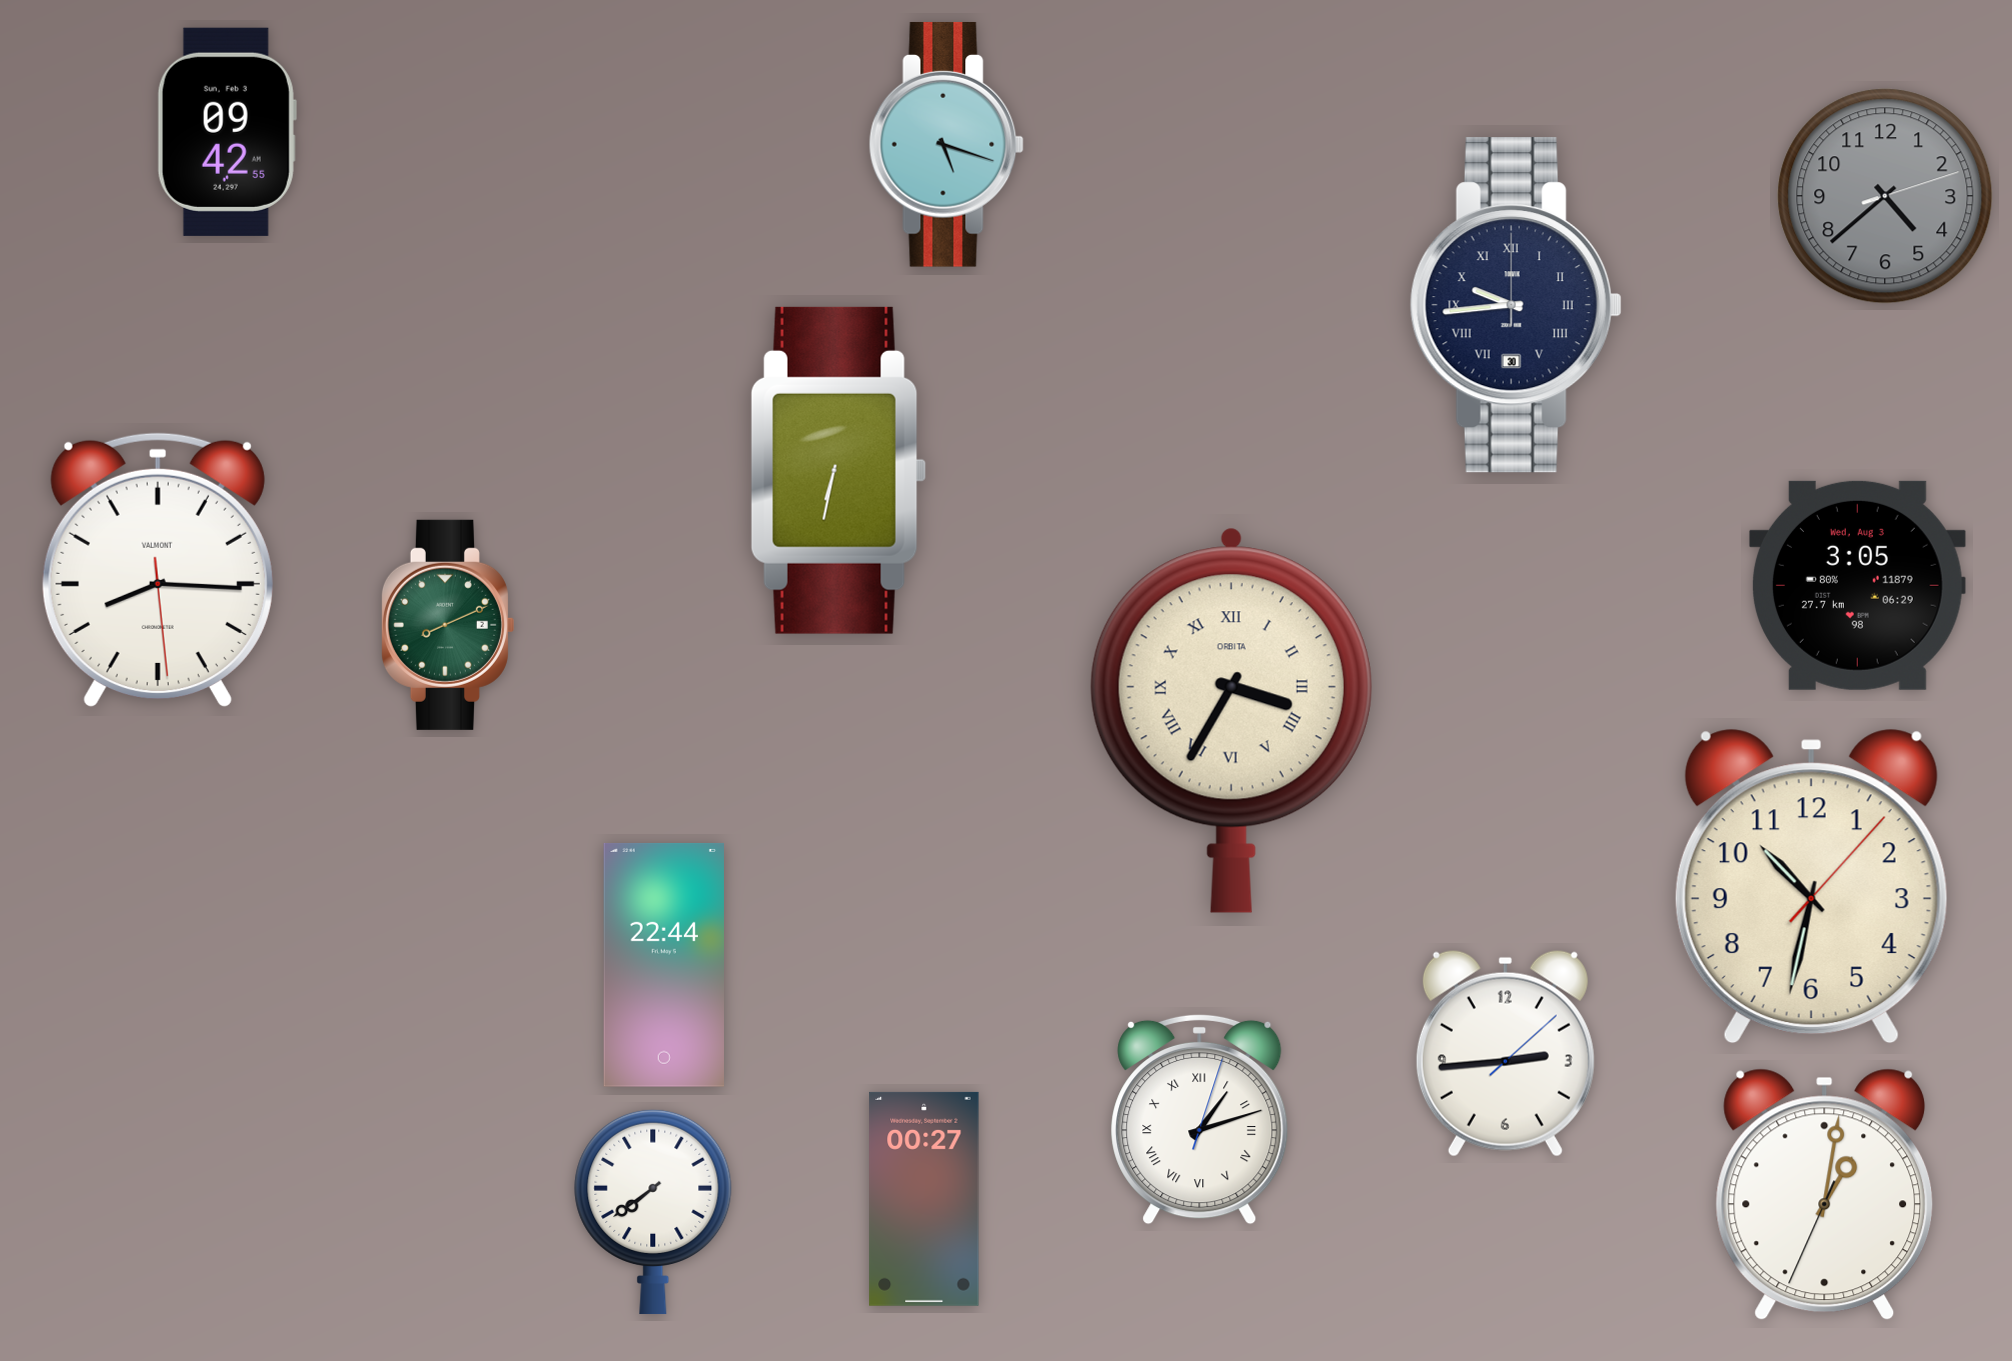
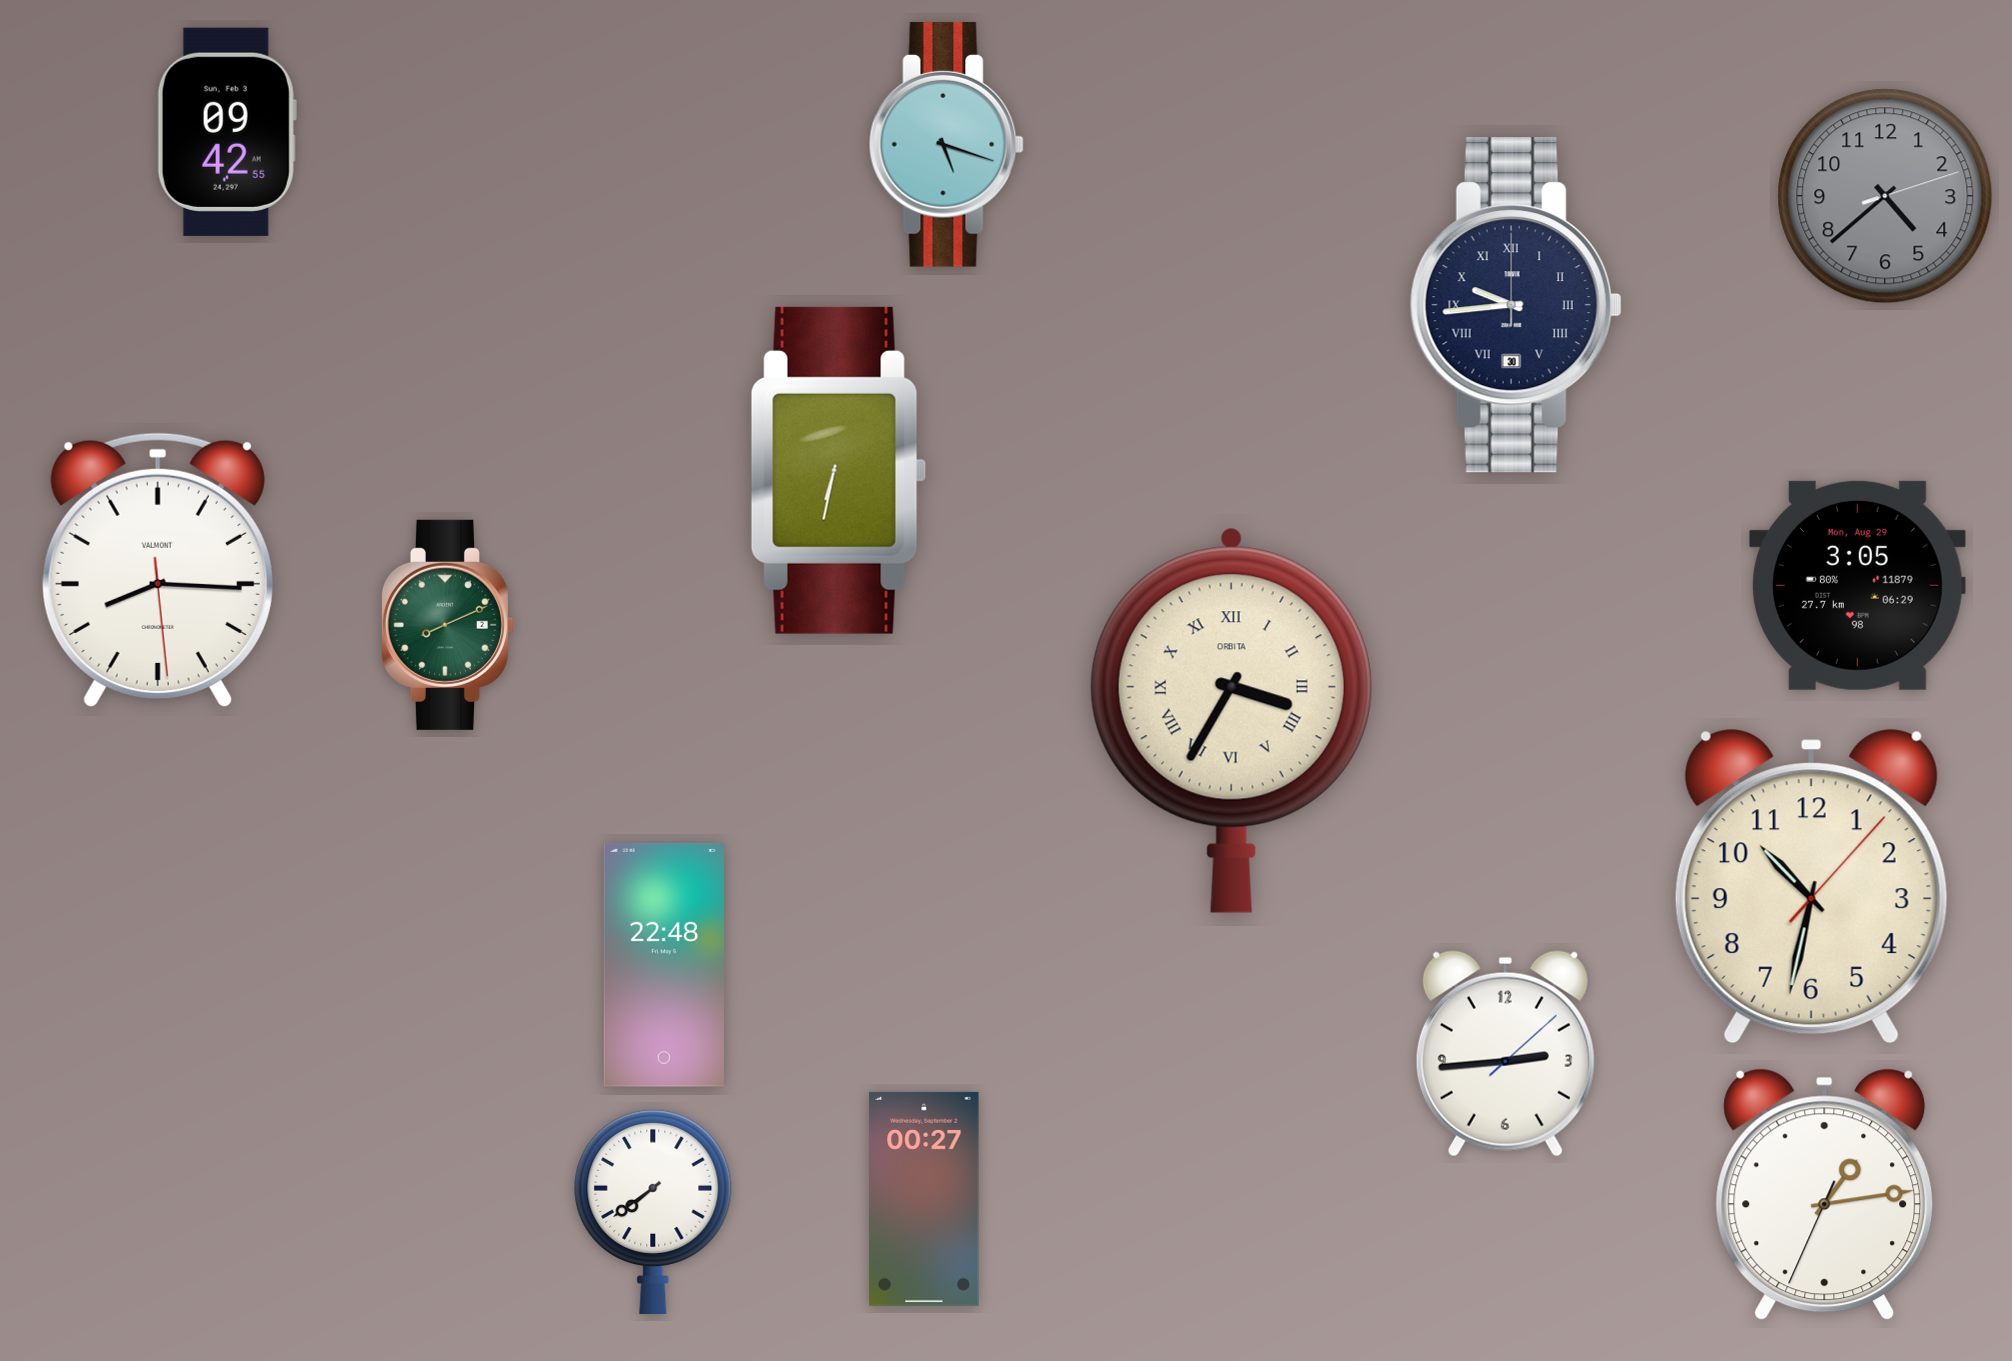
clock at (1857, 585) date: Wed, Aug 3 -> Mon, Aug 29
clock at (664, 965): 22:44 -> 22:48
clock at (1200, 1119): 1:12 -> none
clock at (1825, 1195): 1:01 -> 1:13
